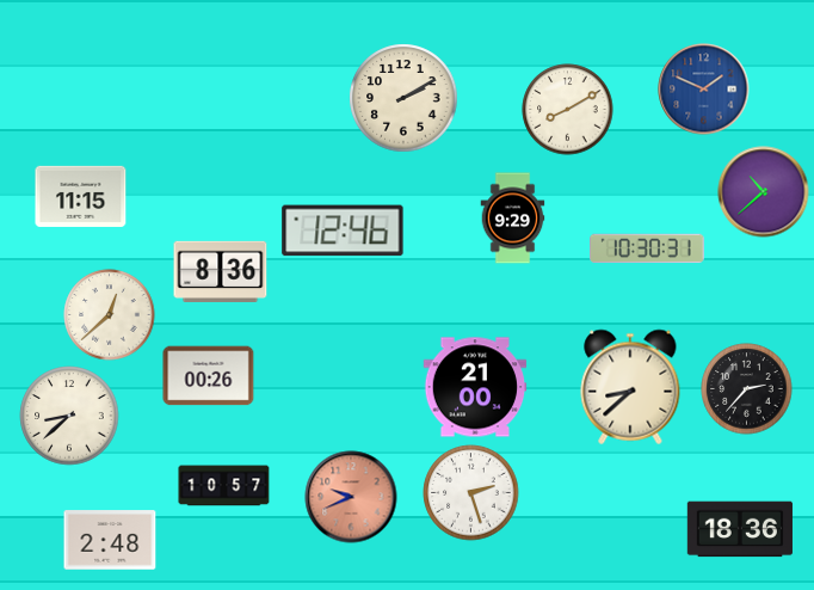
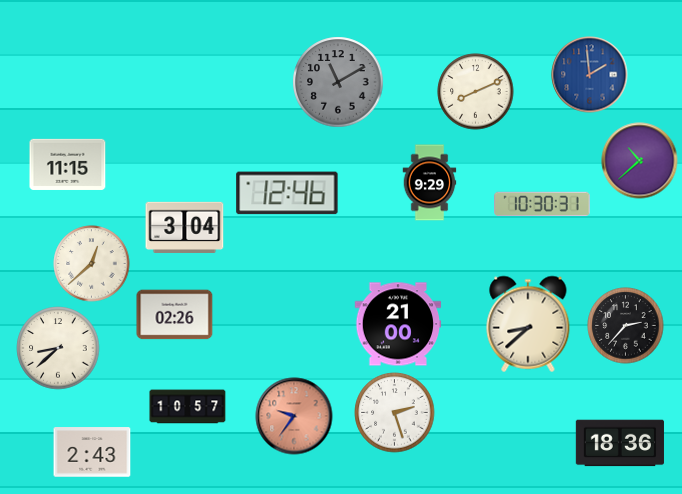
clock at (704, 90): 1:49 -> 1:59
clock at (403, 98): 2:10 -> 11:10
clock at (403, 98) dial: cream -> grey
clock at (568, 110): 8:10 -> 8:11
clock at (647, 248) position: (647, 248) -> (542, 204)
clock at (221, 271): 8:36 -> 3:04
clock at (209, 376): 00:26 -> 02:26
clock at (351, 497): 9:41 -> 9:36
clock at (110, 540): 2:48 -> 2:43
